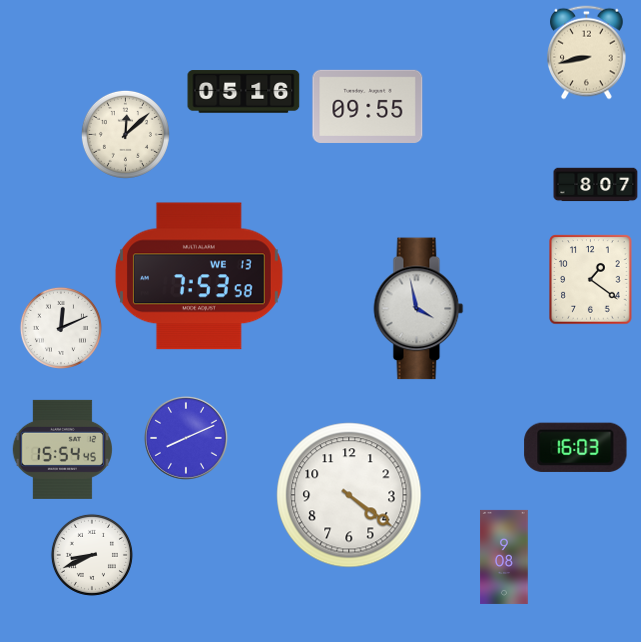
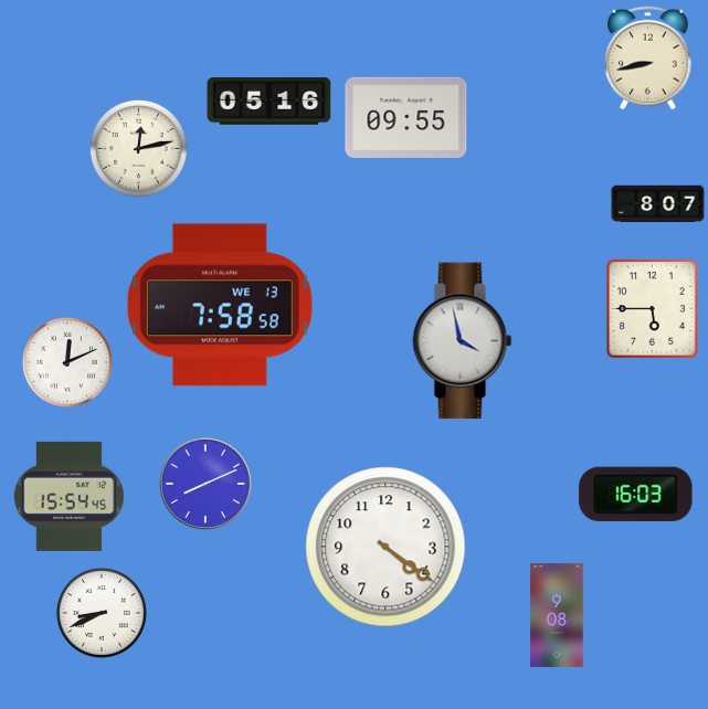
clock at (125, 134): 12:08 -> 12:13
clock at (199, 276): 7:53 -> 7:58
clock at (591, 280): 1:21 -> 5:45
